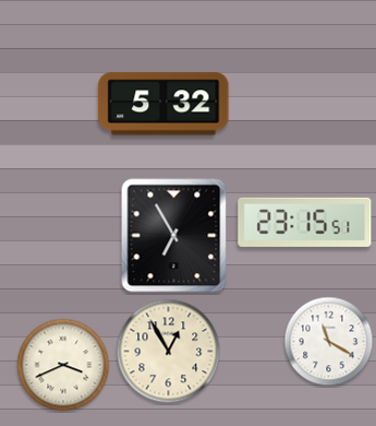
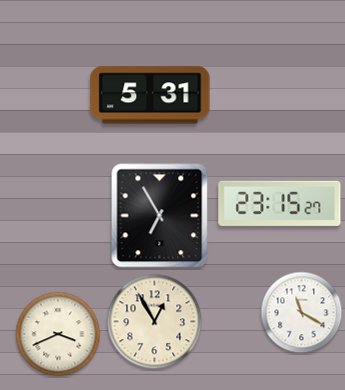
clock at (163, 104): 5:32 -> 5:31
clock at (305, 222): 23:15:51 -> 23:15:27
